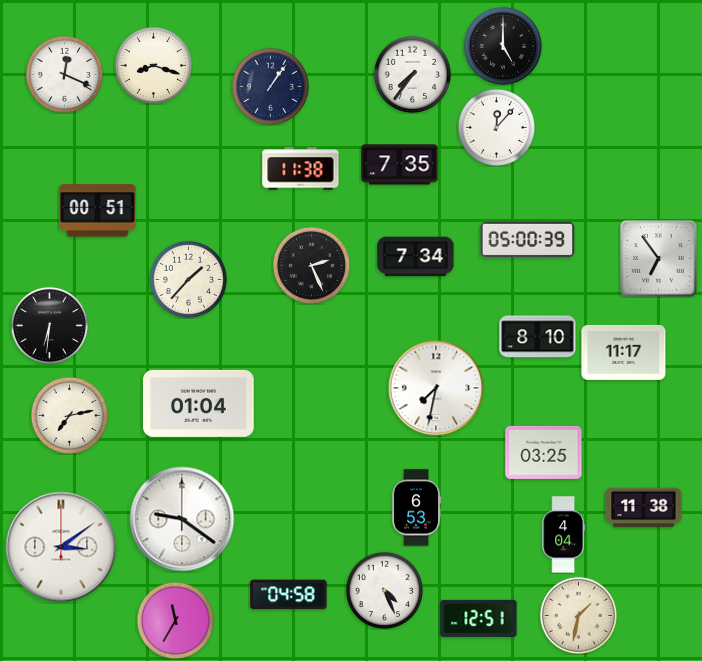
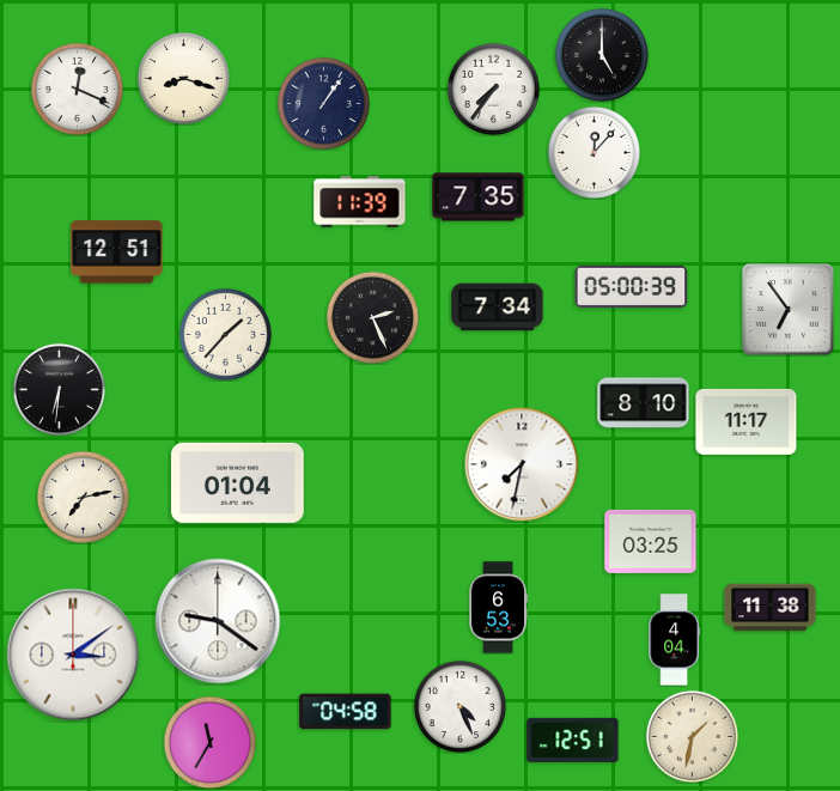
clock at (301, 169): 11:38 -> 11:39
clock at (98, 211): 00:51 -> 12:51
